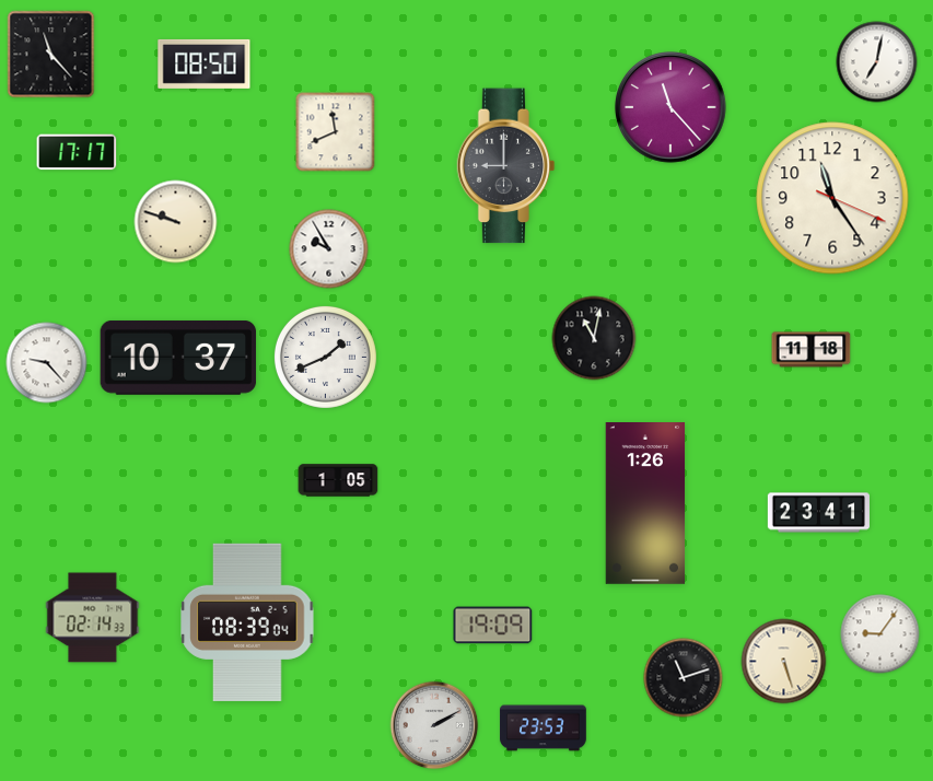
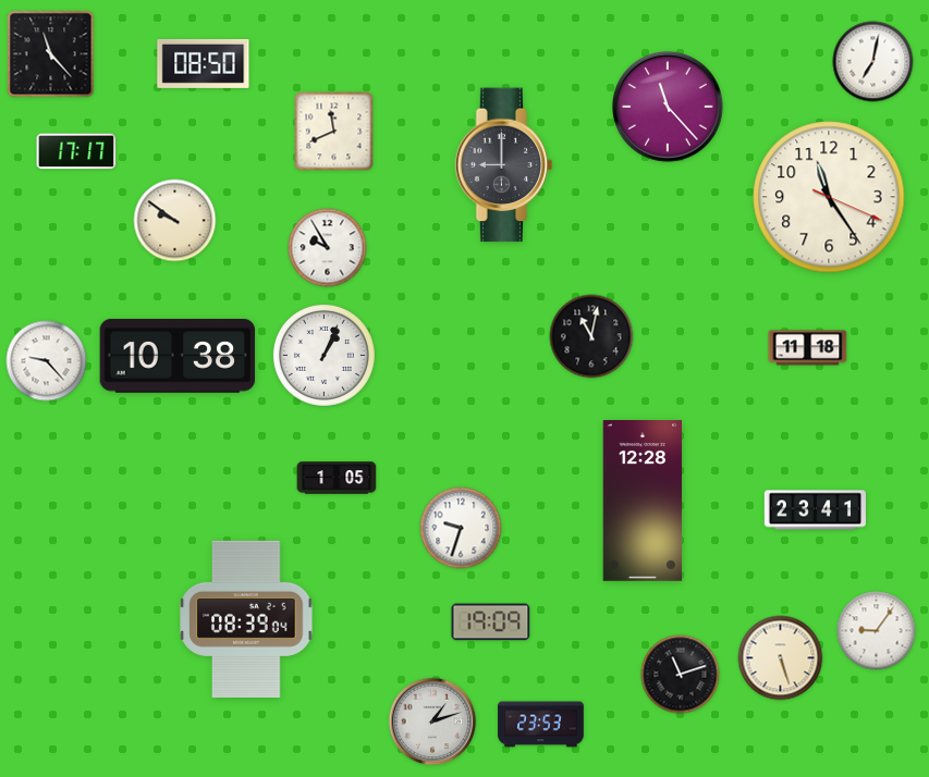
clock at (176, 222): 9:48 -> 9:51
clock at (325, 357): 1:41 -> 1:04
clock at (178, 358): 10:37 -> 10:38
clock at (645, 504): 1:26 -> 12:28
clock at (461, 528): none -> 9:33
clock at (93, 618): 02:14 -> none
clock at (434, 725): 2:10 -> 1:12
